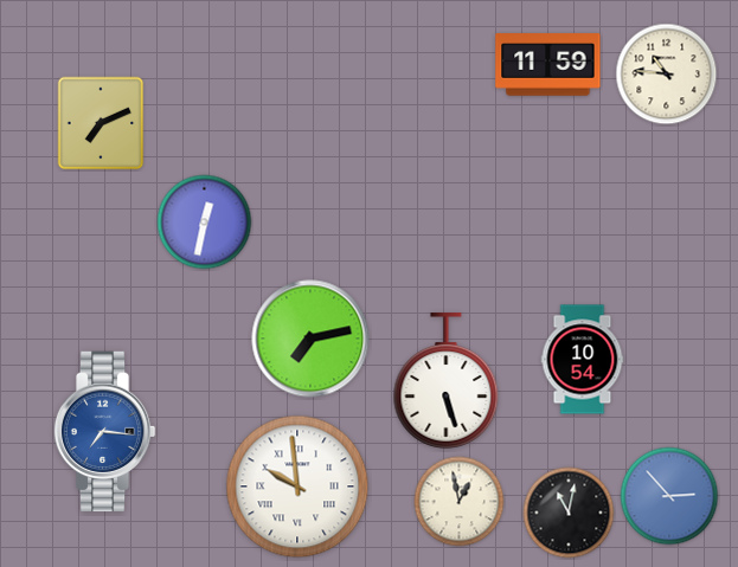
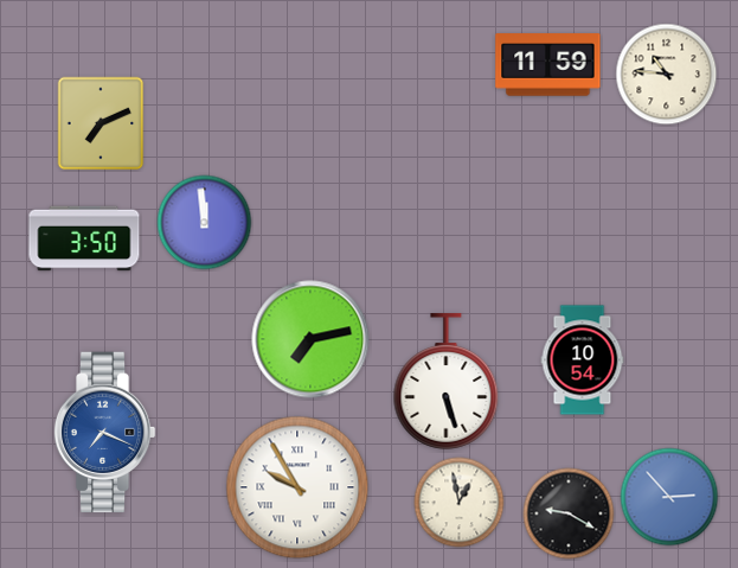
clock at (205, 223): 12:32 -> 11:59
clock at (84, 238): none -> 3:50
clock at (104, 432): 7:16 -> 7:19
clock at (297, 487): 9:59 -> 9:55
clock at (569, 513): 11:02 -> 9:20
